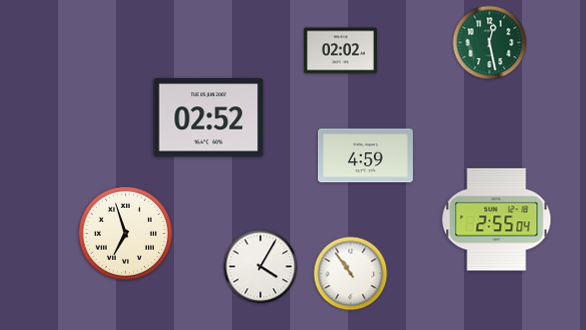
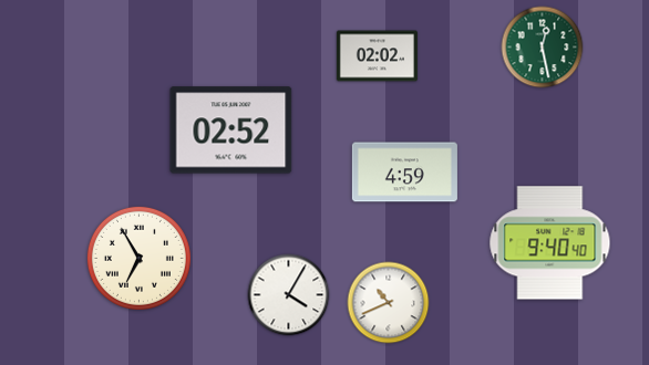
clock at (497, 220): 2:55 -> 9:40
clock at (125, 233): 6:57 -> 6:55
clock at (351, 274): 10:54 -> 10:41
